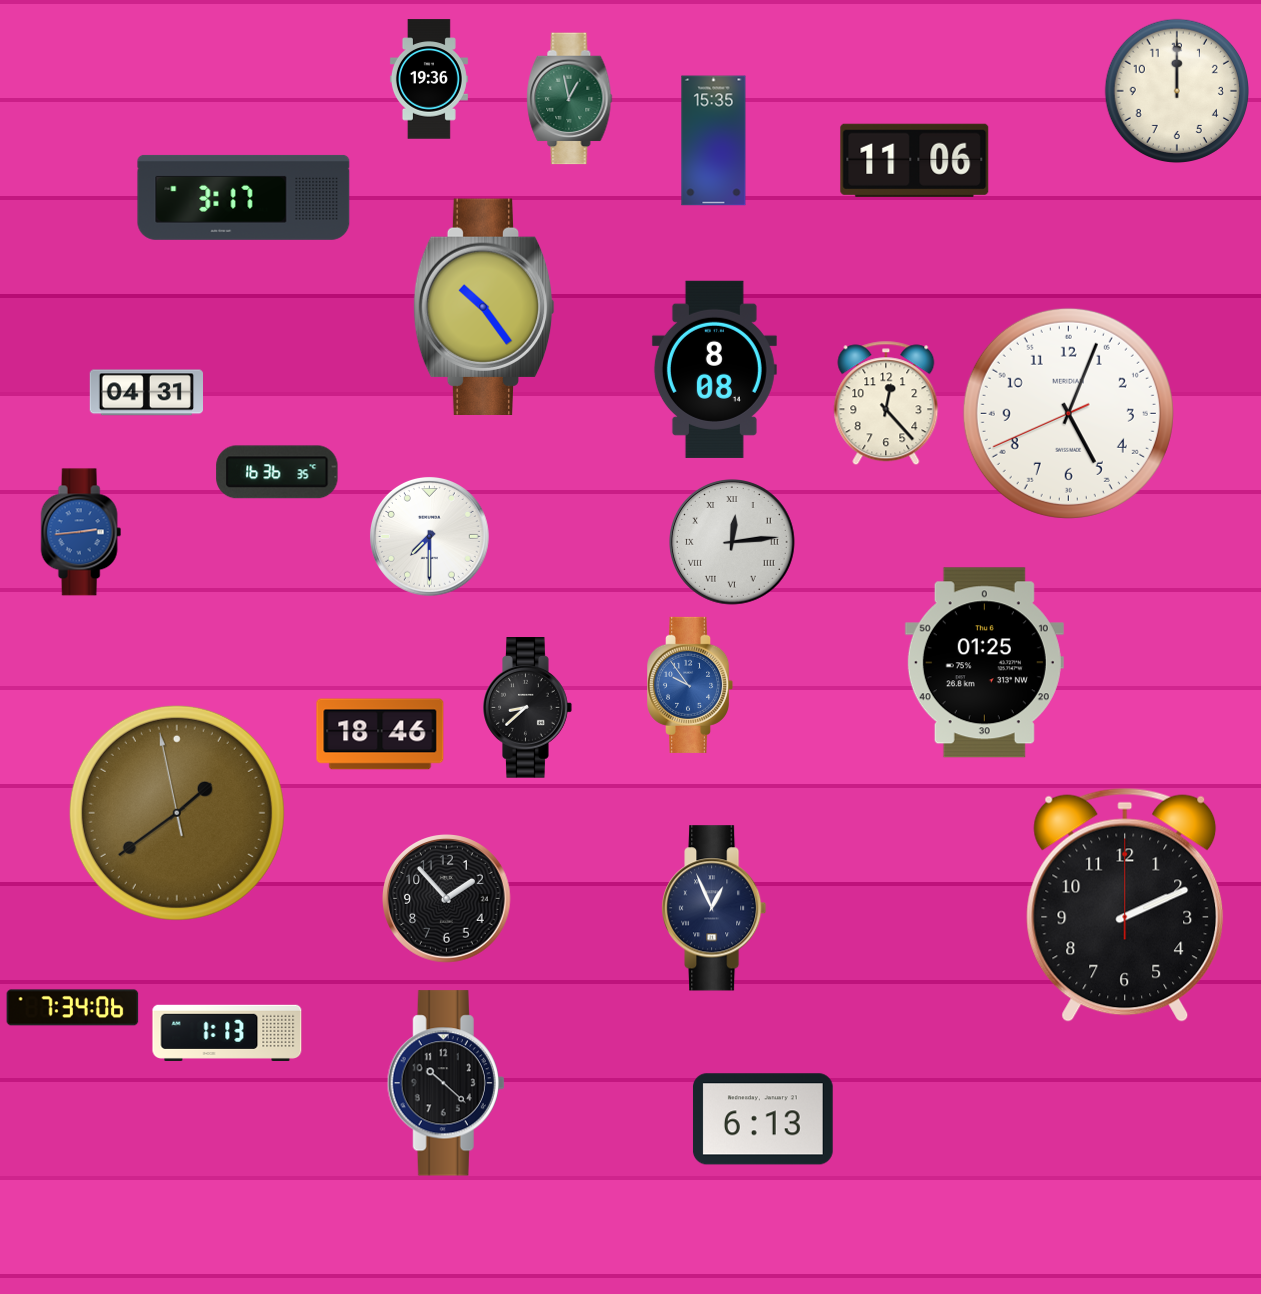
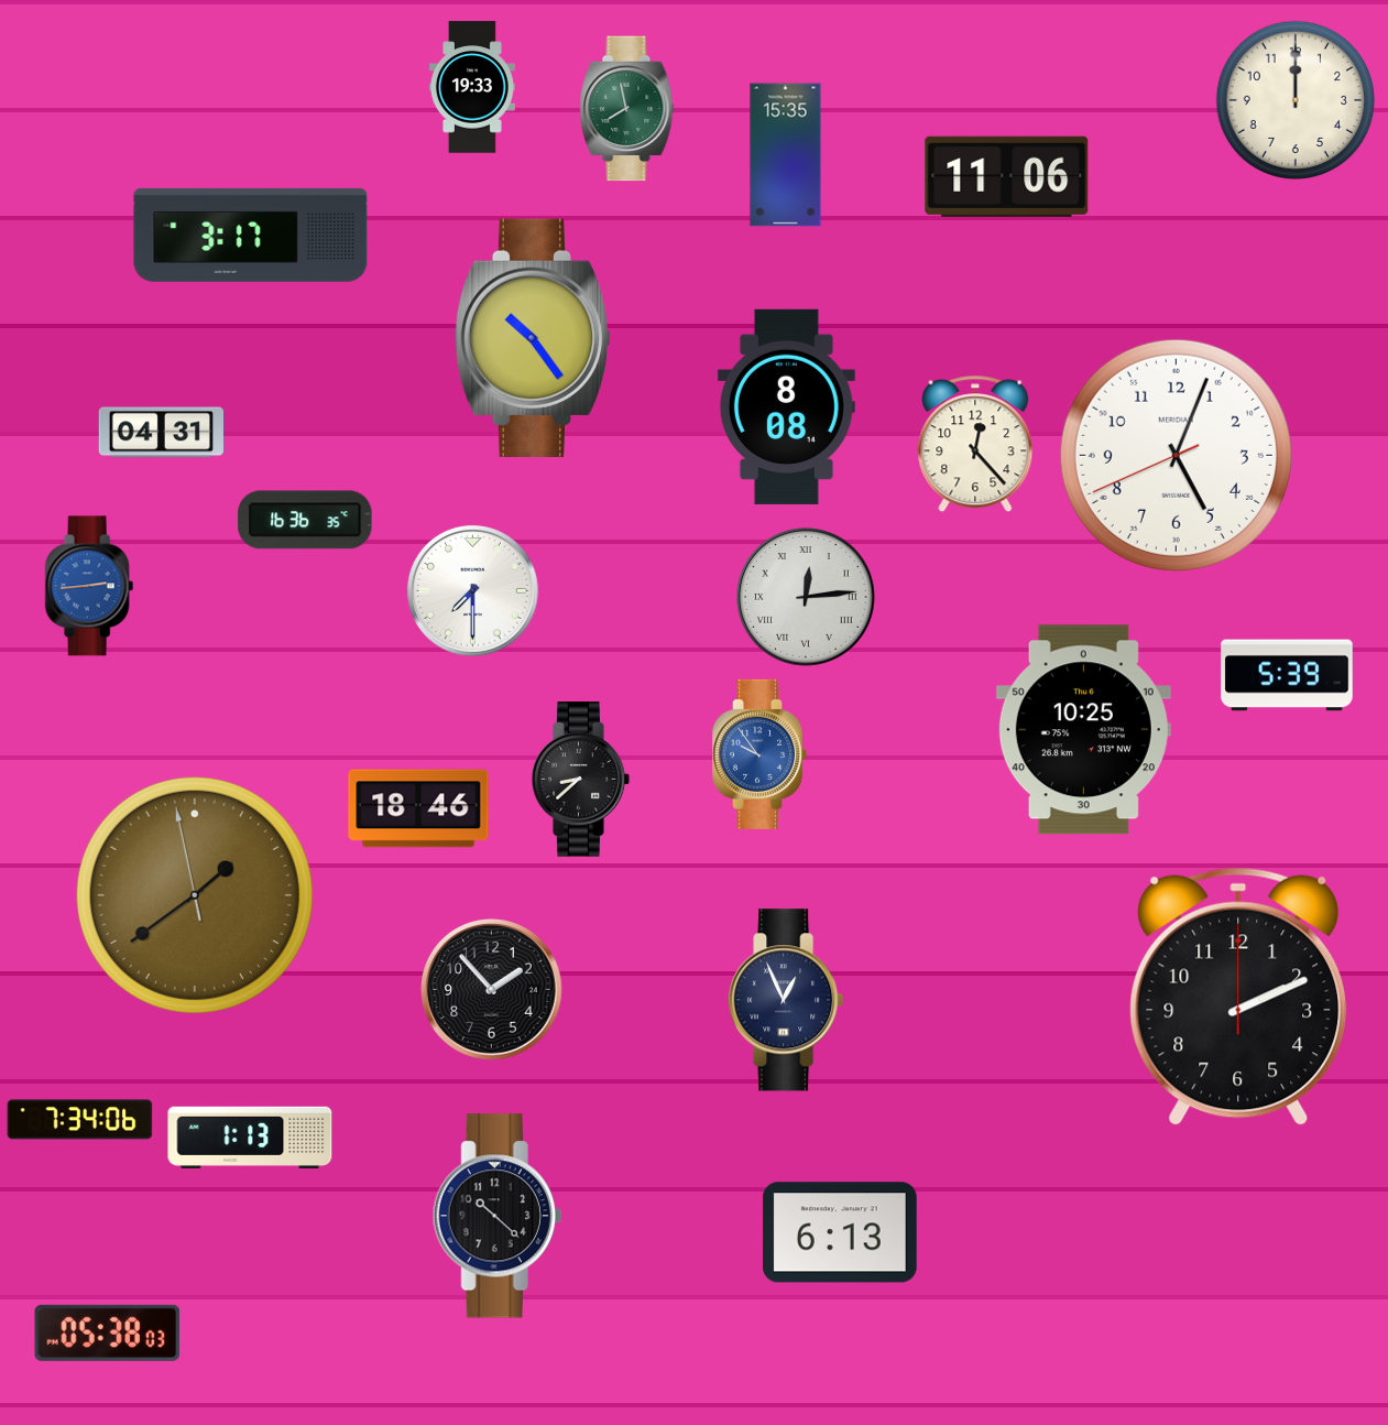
clock at (429, 79): 19:36 -> 19:33
clock at (570, 99): 12:58 -> 7:58
clock at (244, 197) position: (244, 197) -> (251, 235)
clock at (1287, 675): none -> 5:39
clock at (984, 663): 01:25 -> 10:25
clock at (73, 1008) position: (73, 1008) -> (80, 1120)
clock at (446, 1083) position: (446, 1083) -> (498, 1216)
clock at (108, 1332): none -> 05:38
